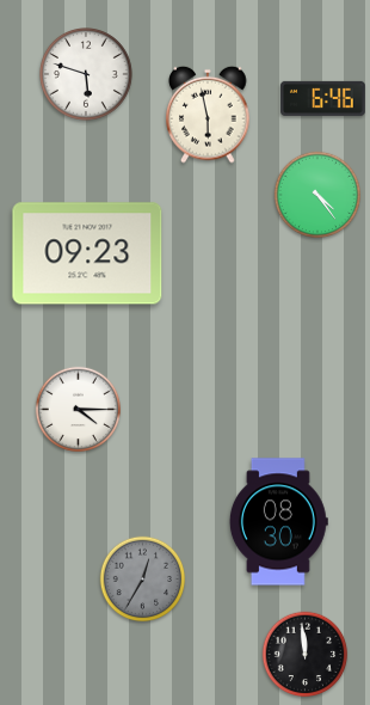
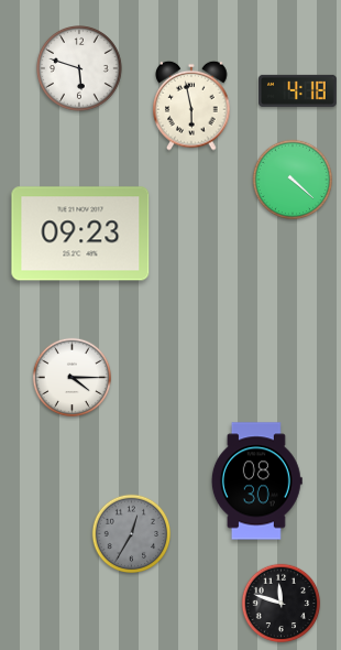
clock at (323, 98): 6:46 -> 4:18
clock at (317, 195): 4:24 -> 4:22
clock at (306, 655): 11:59 -> 11:48
